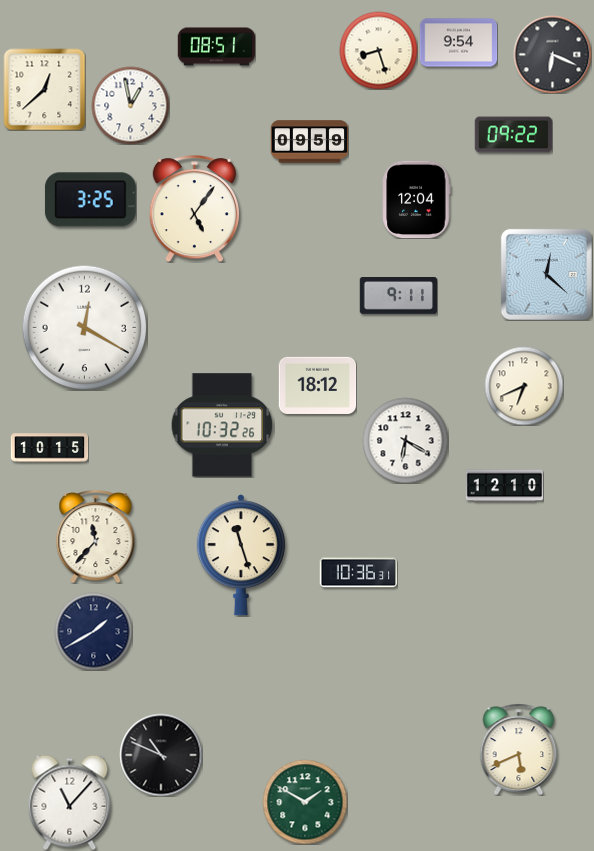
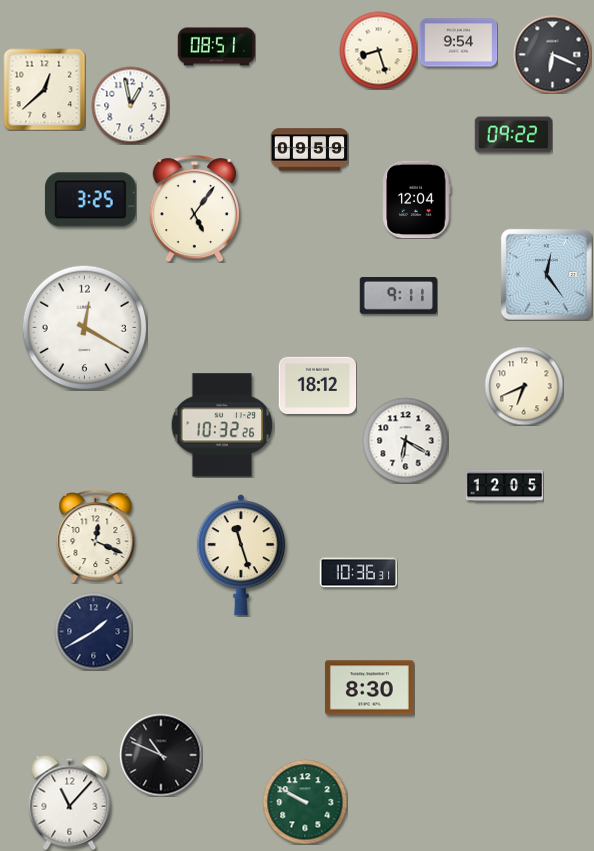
clock at (309, 142) position: (309, 142) -> (309, 150)
clock at (546, 274): 12:22 -> 12:24
clock at (49, 448): 10:15 -> none
clock at (504, 486): 12:10 -> 12:05
clock at (96, 536): 11:37 -> 12:19
clock at (369, 688): none -> 8:30
clock at (519, 749): 5:41 -> none
clock at (305, 802): 1:50 -> 9:50
